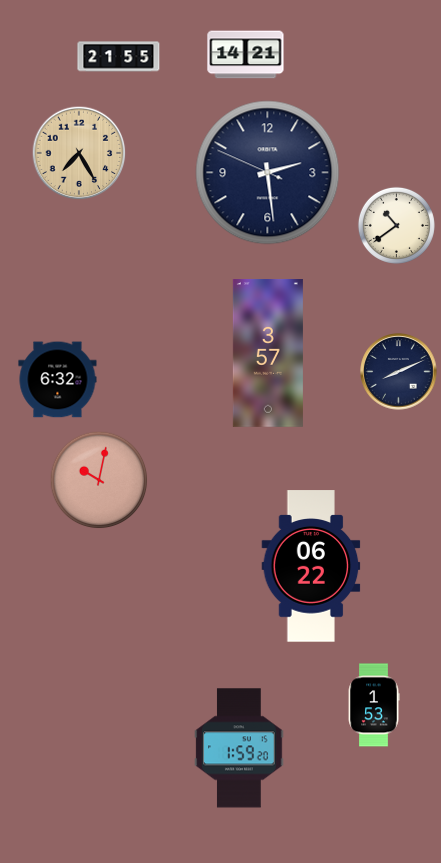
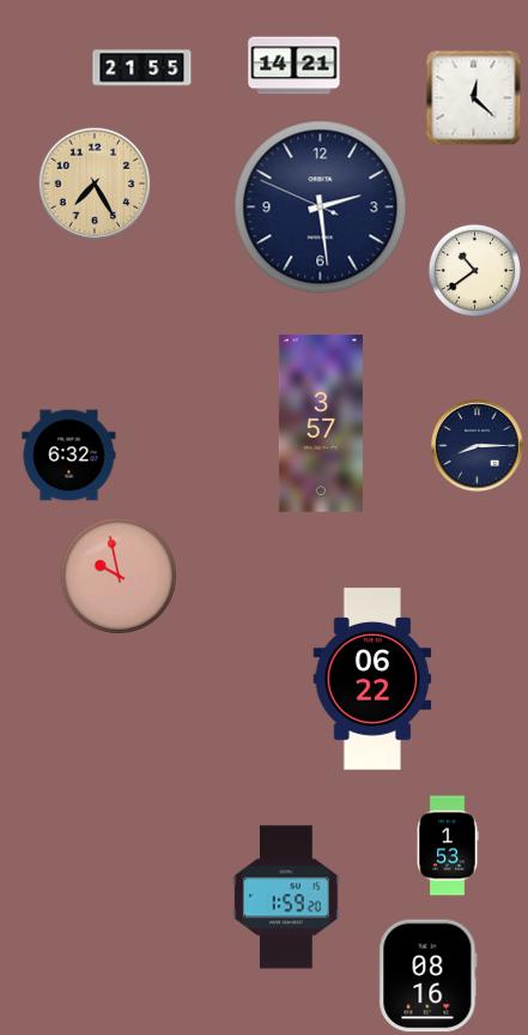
clock at (473, 97): none -> 12:22
clock at (399, 372): 8:11 -> 8:15
clock at (99, 480): 10:02 -> 9:58
clock at (429, 976): none -> 08:16
